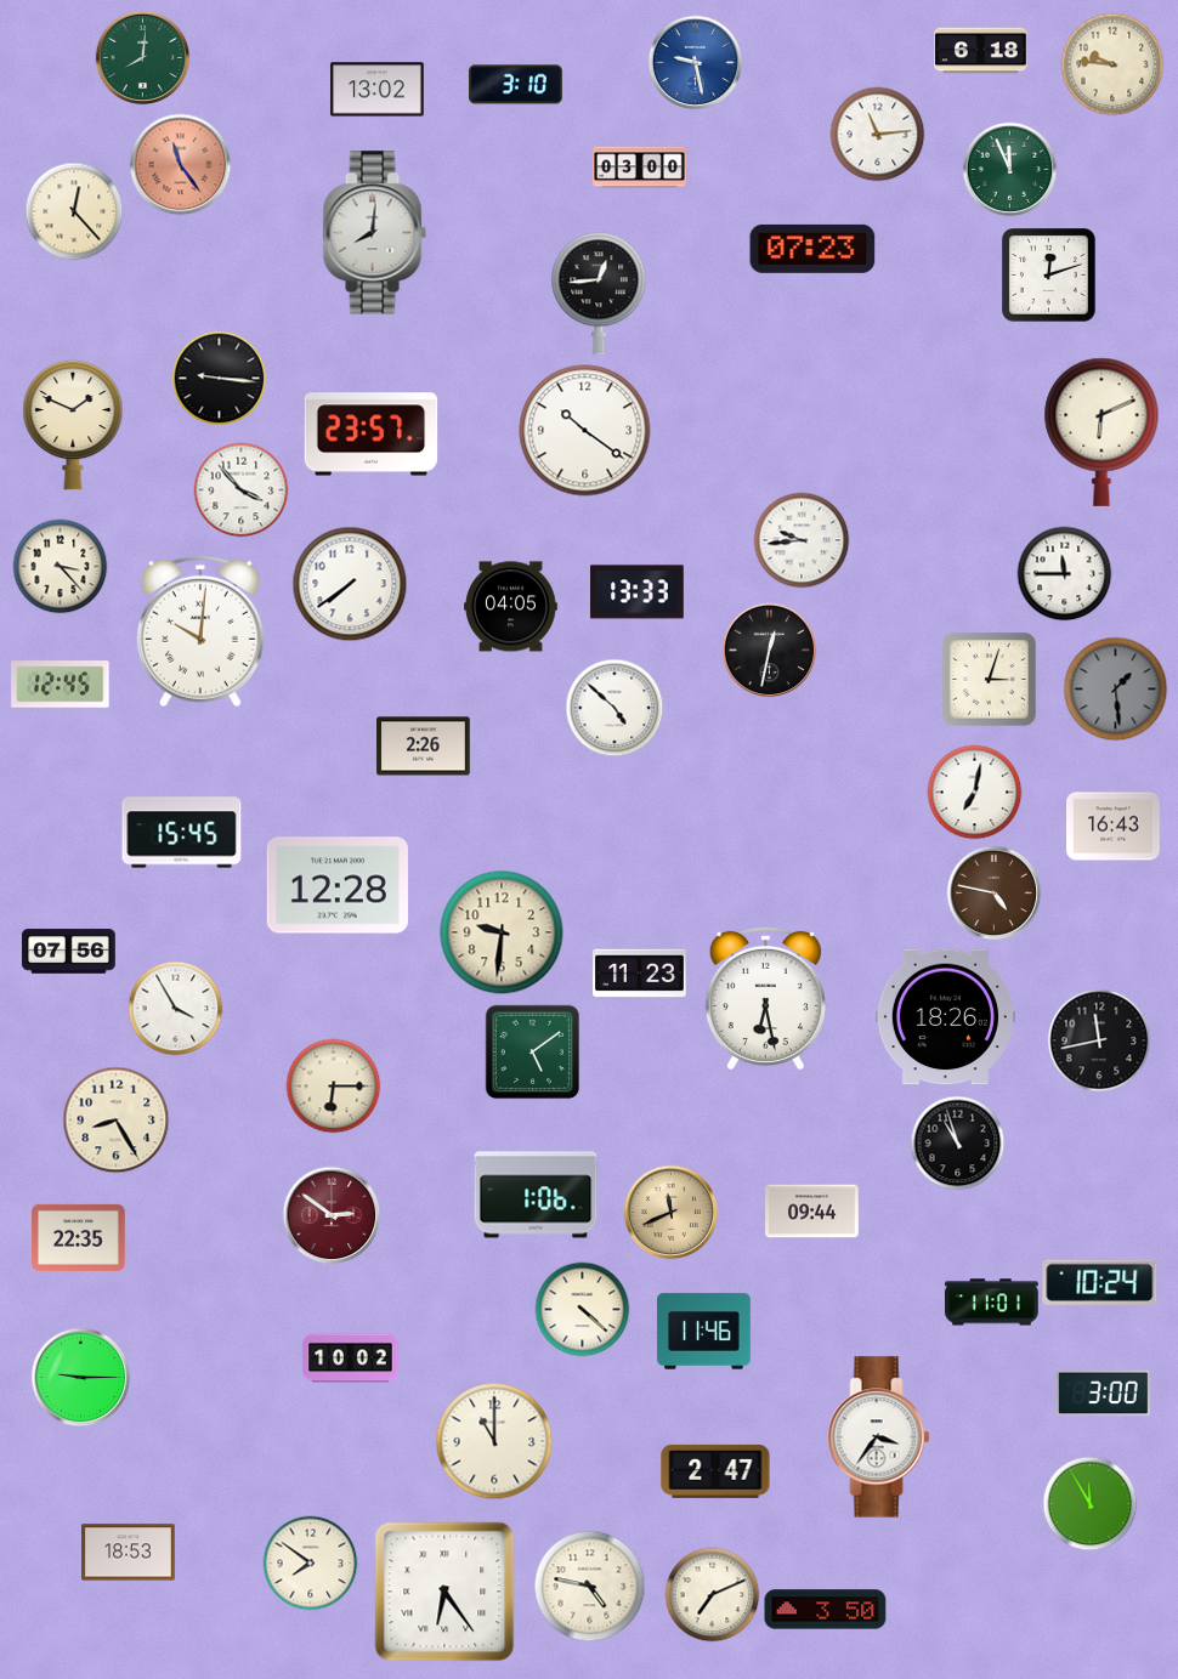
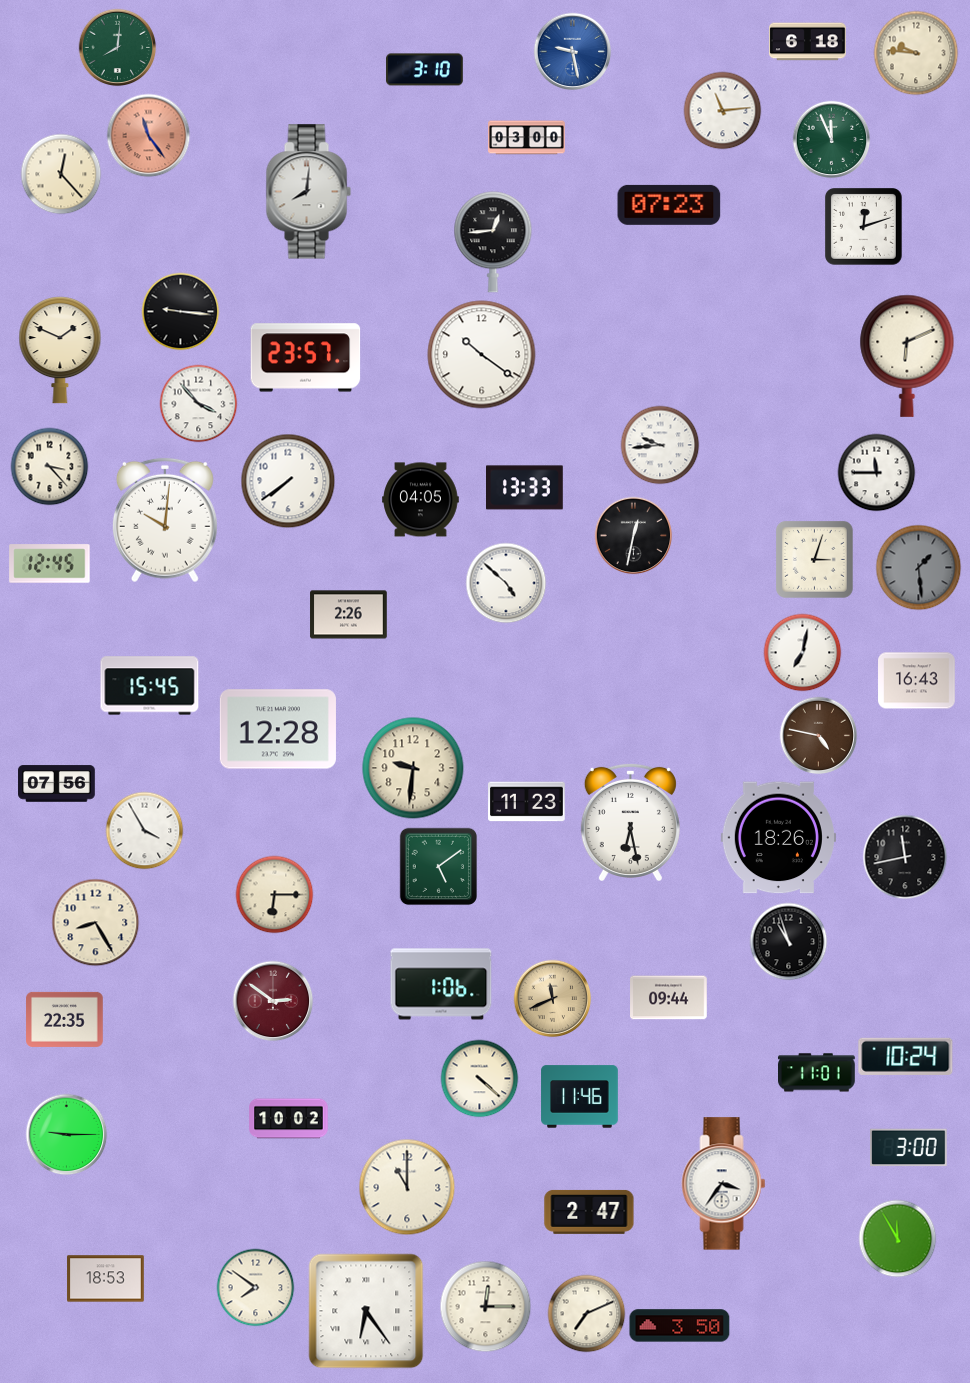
clock at (378, 90): 13:02 -> none
clock at (589, 1586): 4:47 -> 12:15
